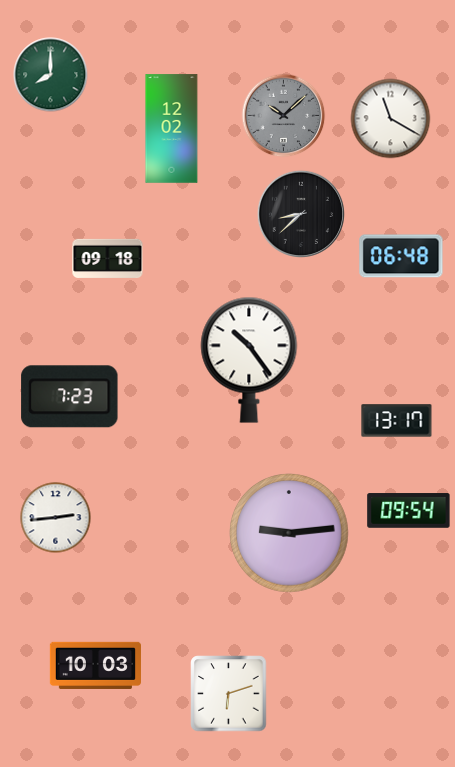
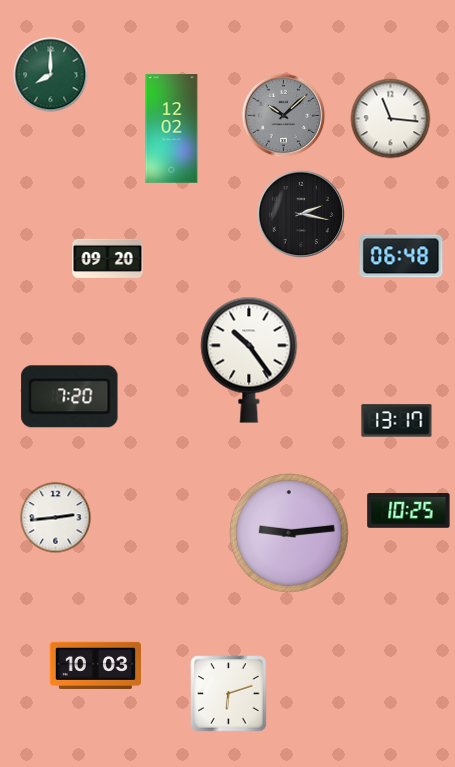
clock at (391, 119): 11:20 -> 11:16
clock at (301, 214): 8:38 -> 2:17
clock at (108, 258): 09:18 -> 09:20
clock at (70, 397): 7:23 -> 7:20
clock at (409, 511): 09:54 -> 10:25
